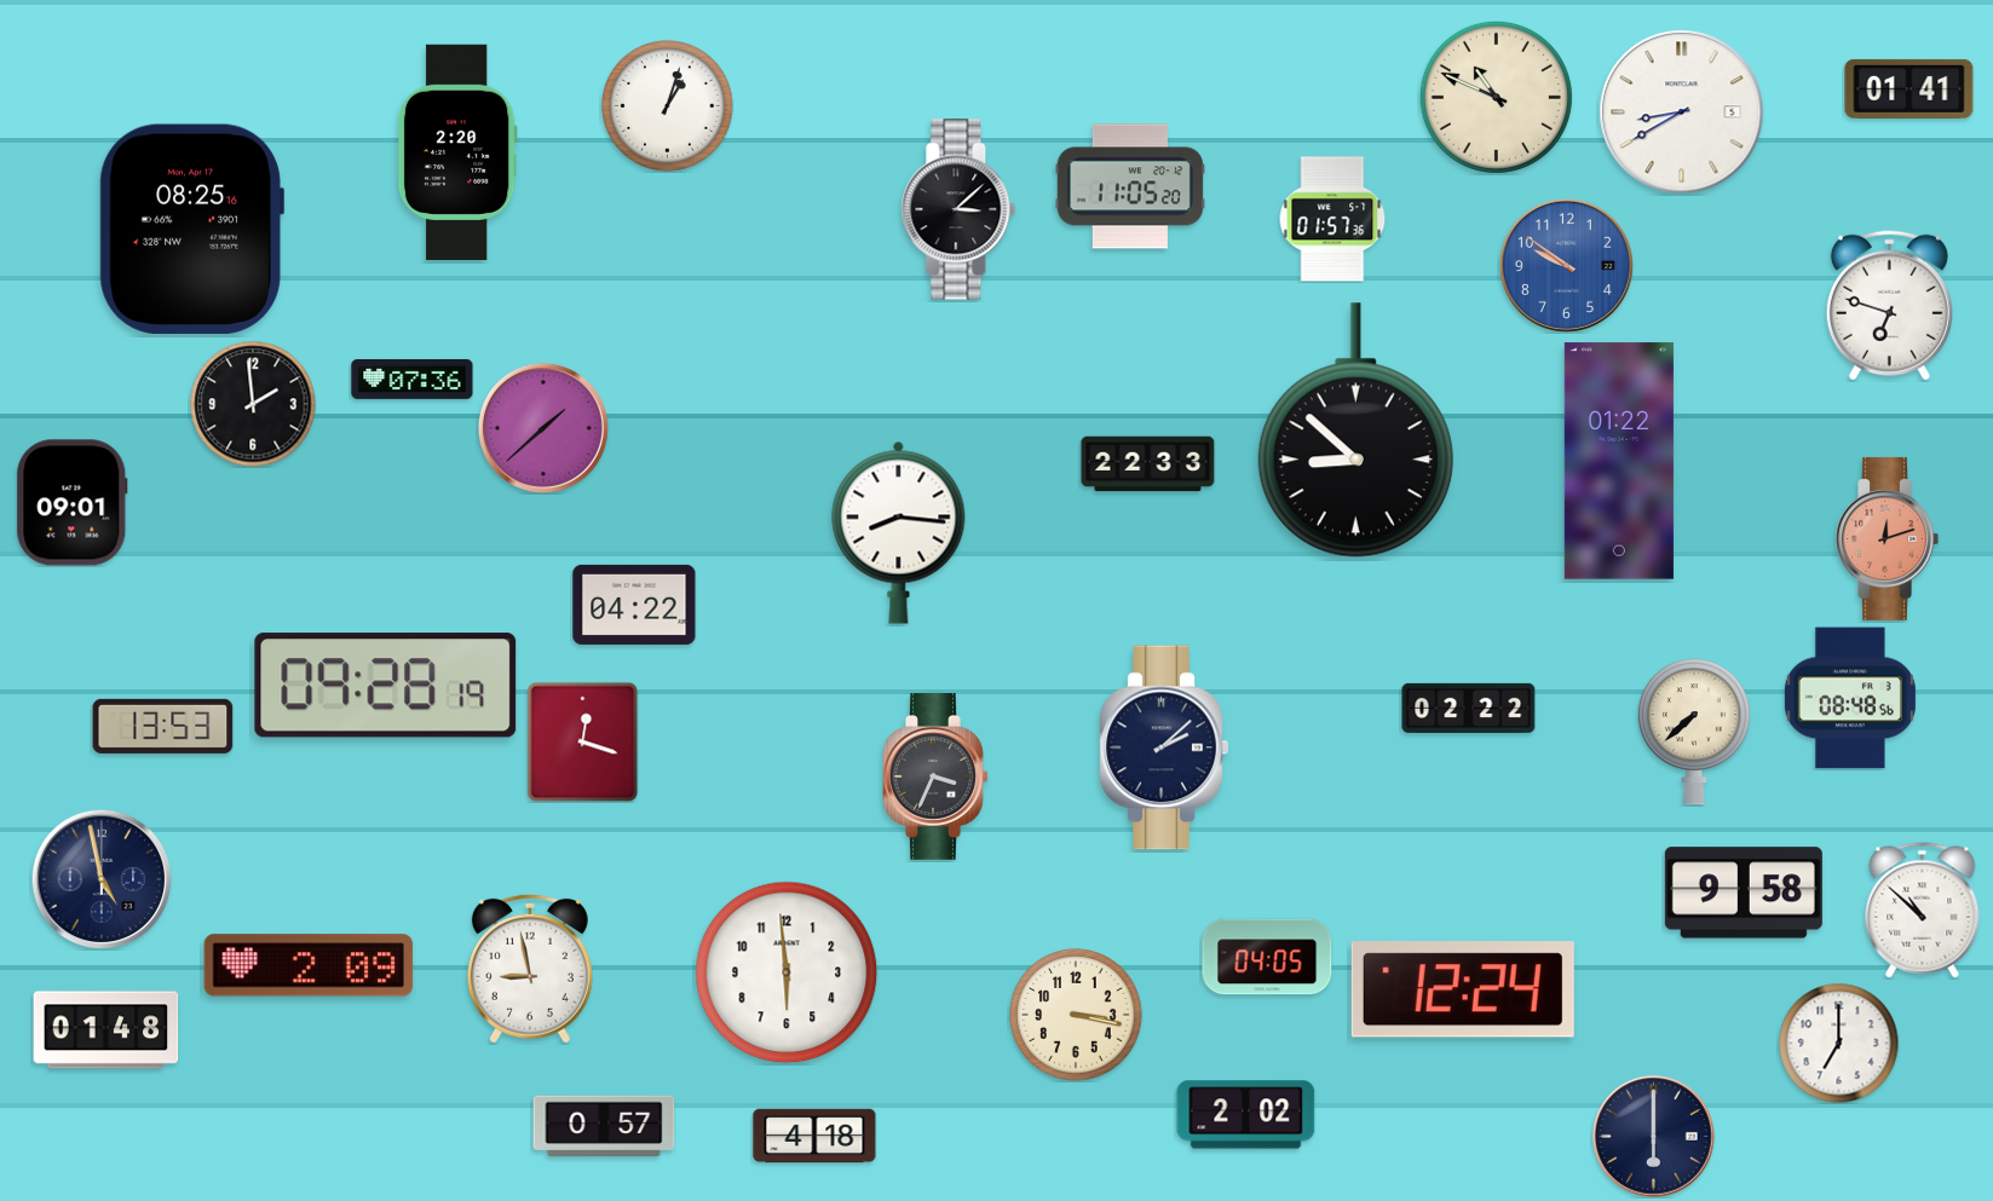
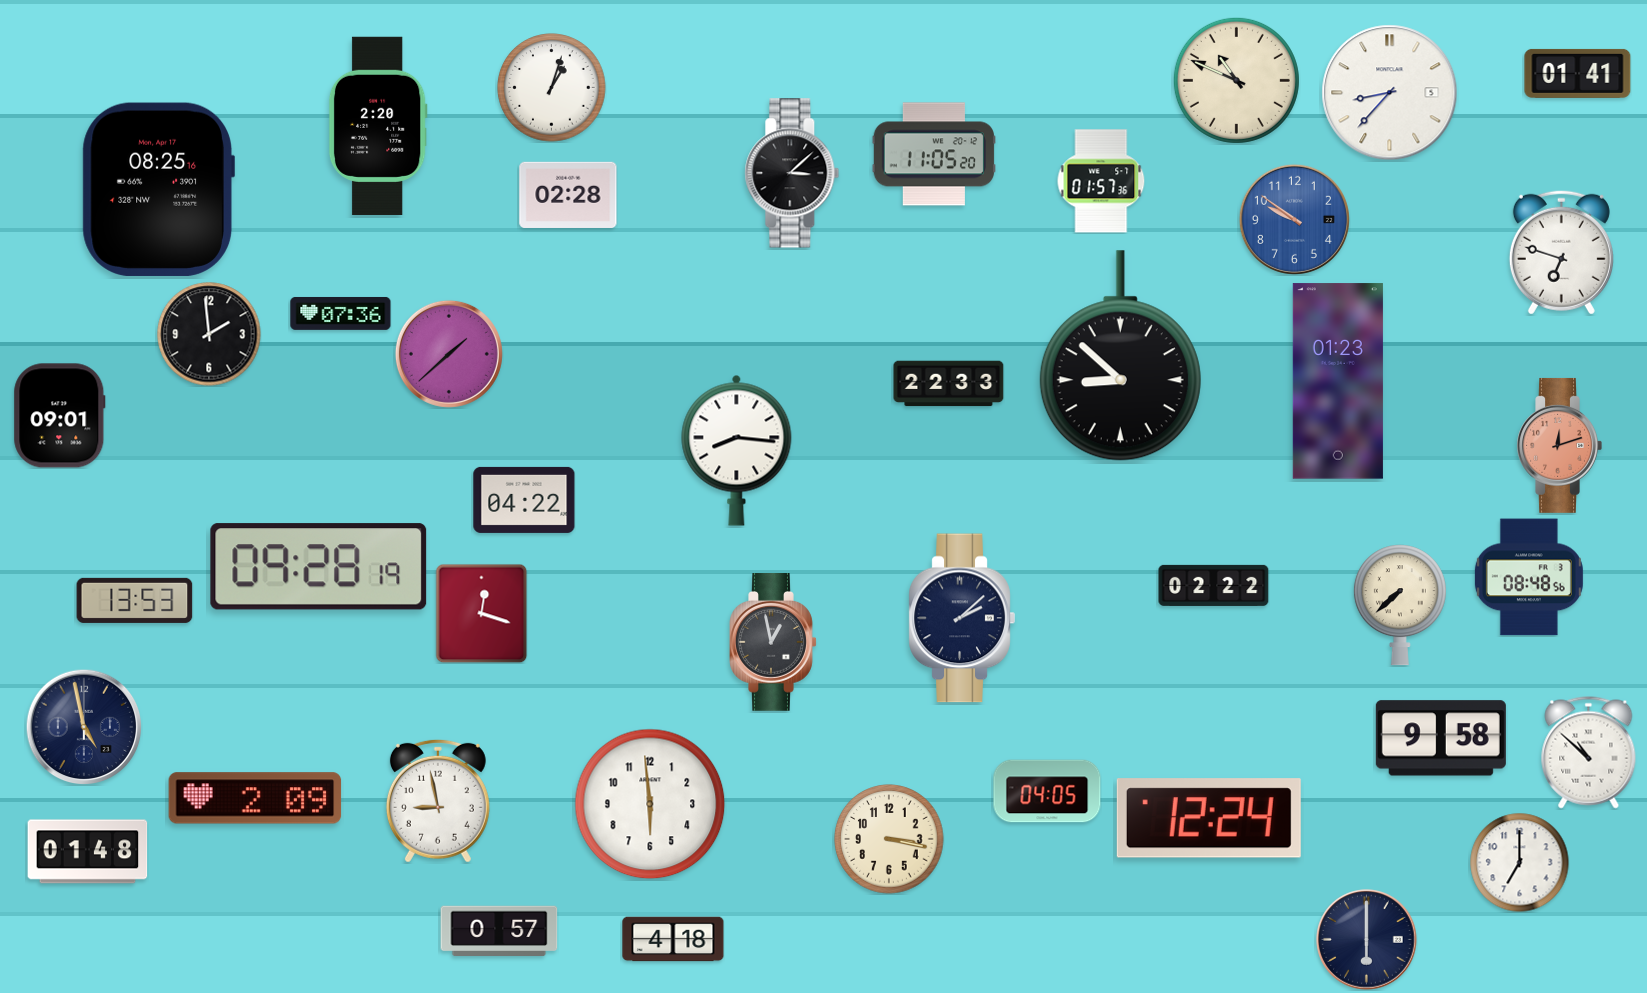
clock at (1682, 112): 8:40 -> 8:37
clock at (568, 194): none -> 02:28
clock at (1619, 461): 01:22 -> 01:23
clock at (899, 532) position: (899, 532) -> (737, 450)
clock at (935, 778): 3:34 -> 12:58
clock at (1246, 1115): 2:02 -> none
